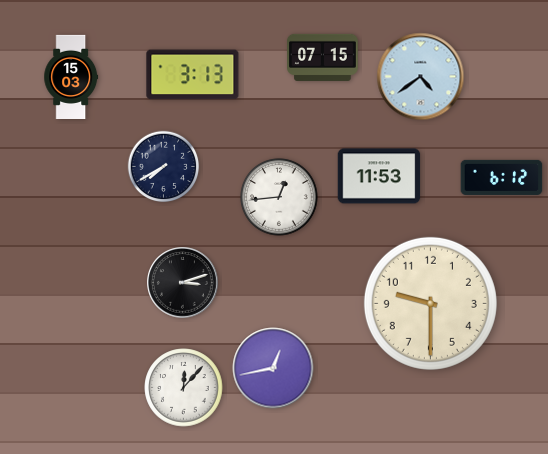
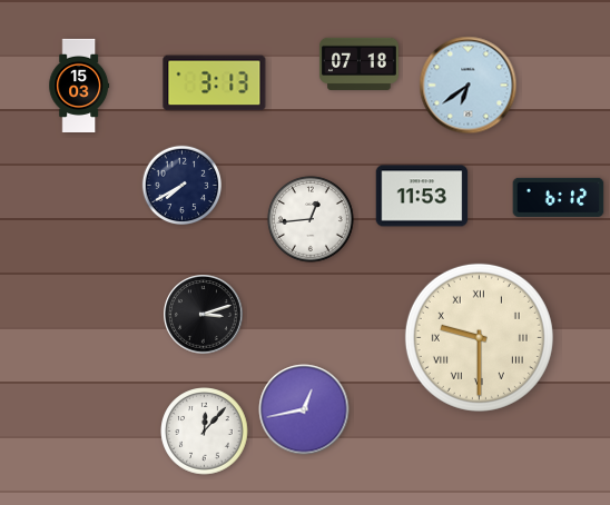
clock at (323, 57): 07:15 -> 07:18
clock at (421, 77): 4:39 -> 6:39
clock at (430, 303) numerals: Arabic -> Roman
